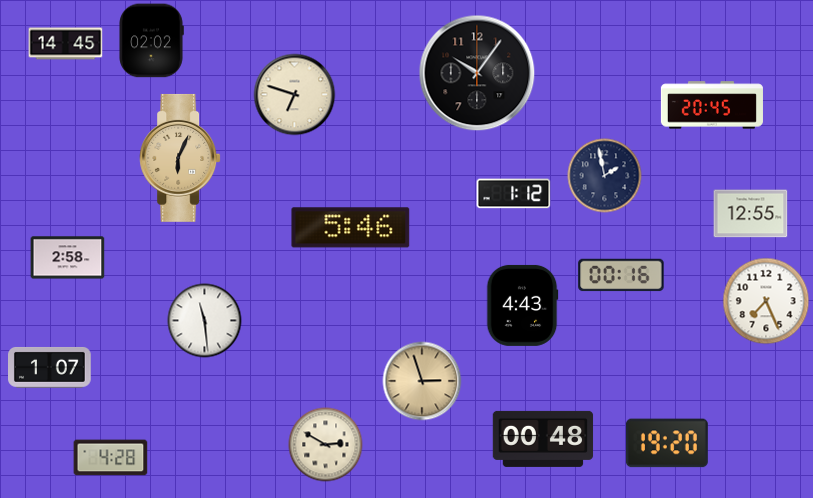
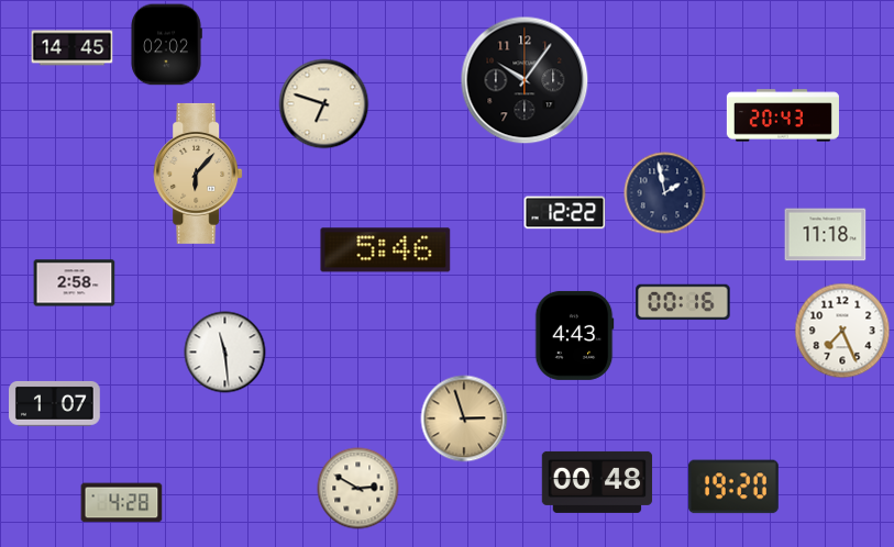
clock at (712, 105): 20:45 -> 20:43
clock at (180, 158): 6:04 -> 6:07
clock at (514, 194): 1:12 -> 12:22
clock at (751, 214): 12:55 -> 11:18
